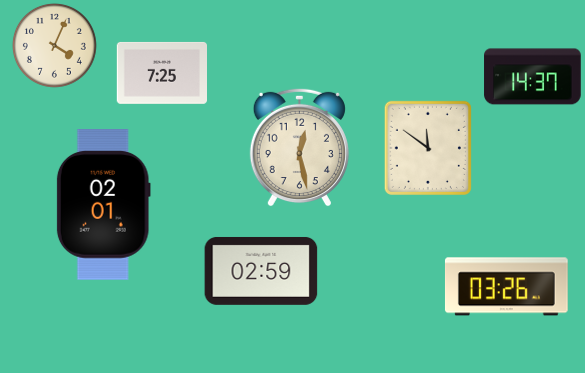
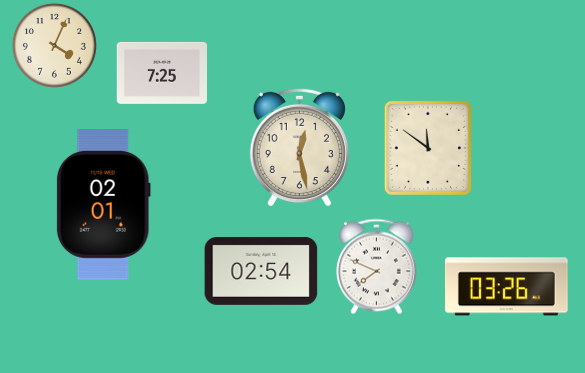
clock at (533, 77): 14:37 -> none
clock at (376, 267): none -> 7:49
clock at (261, 271): 02:59 -> 02:54
